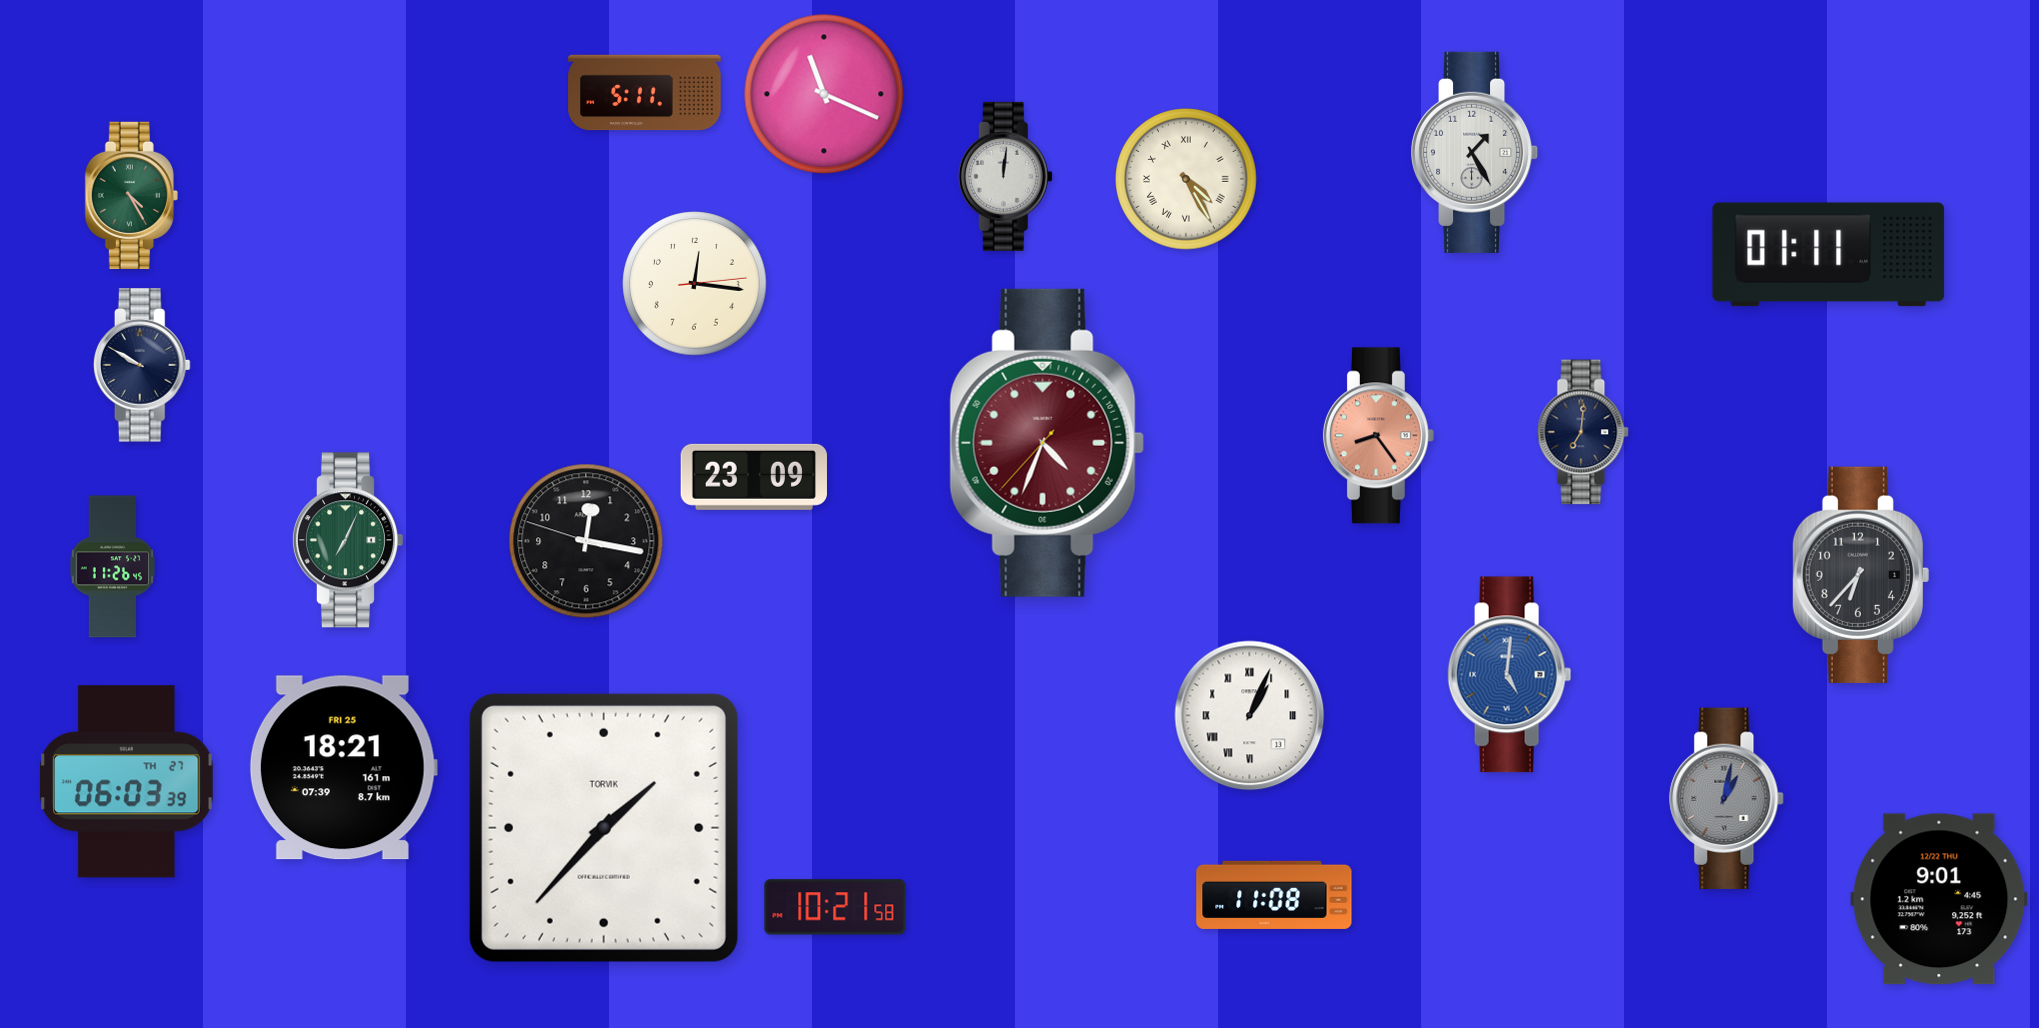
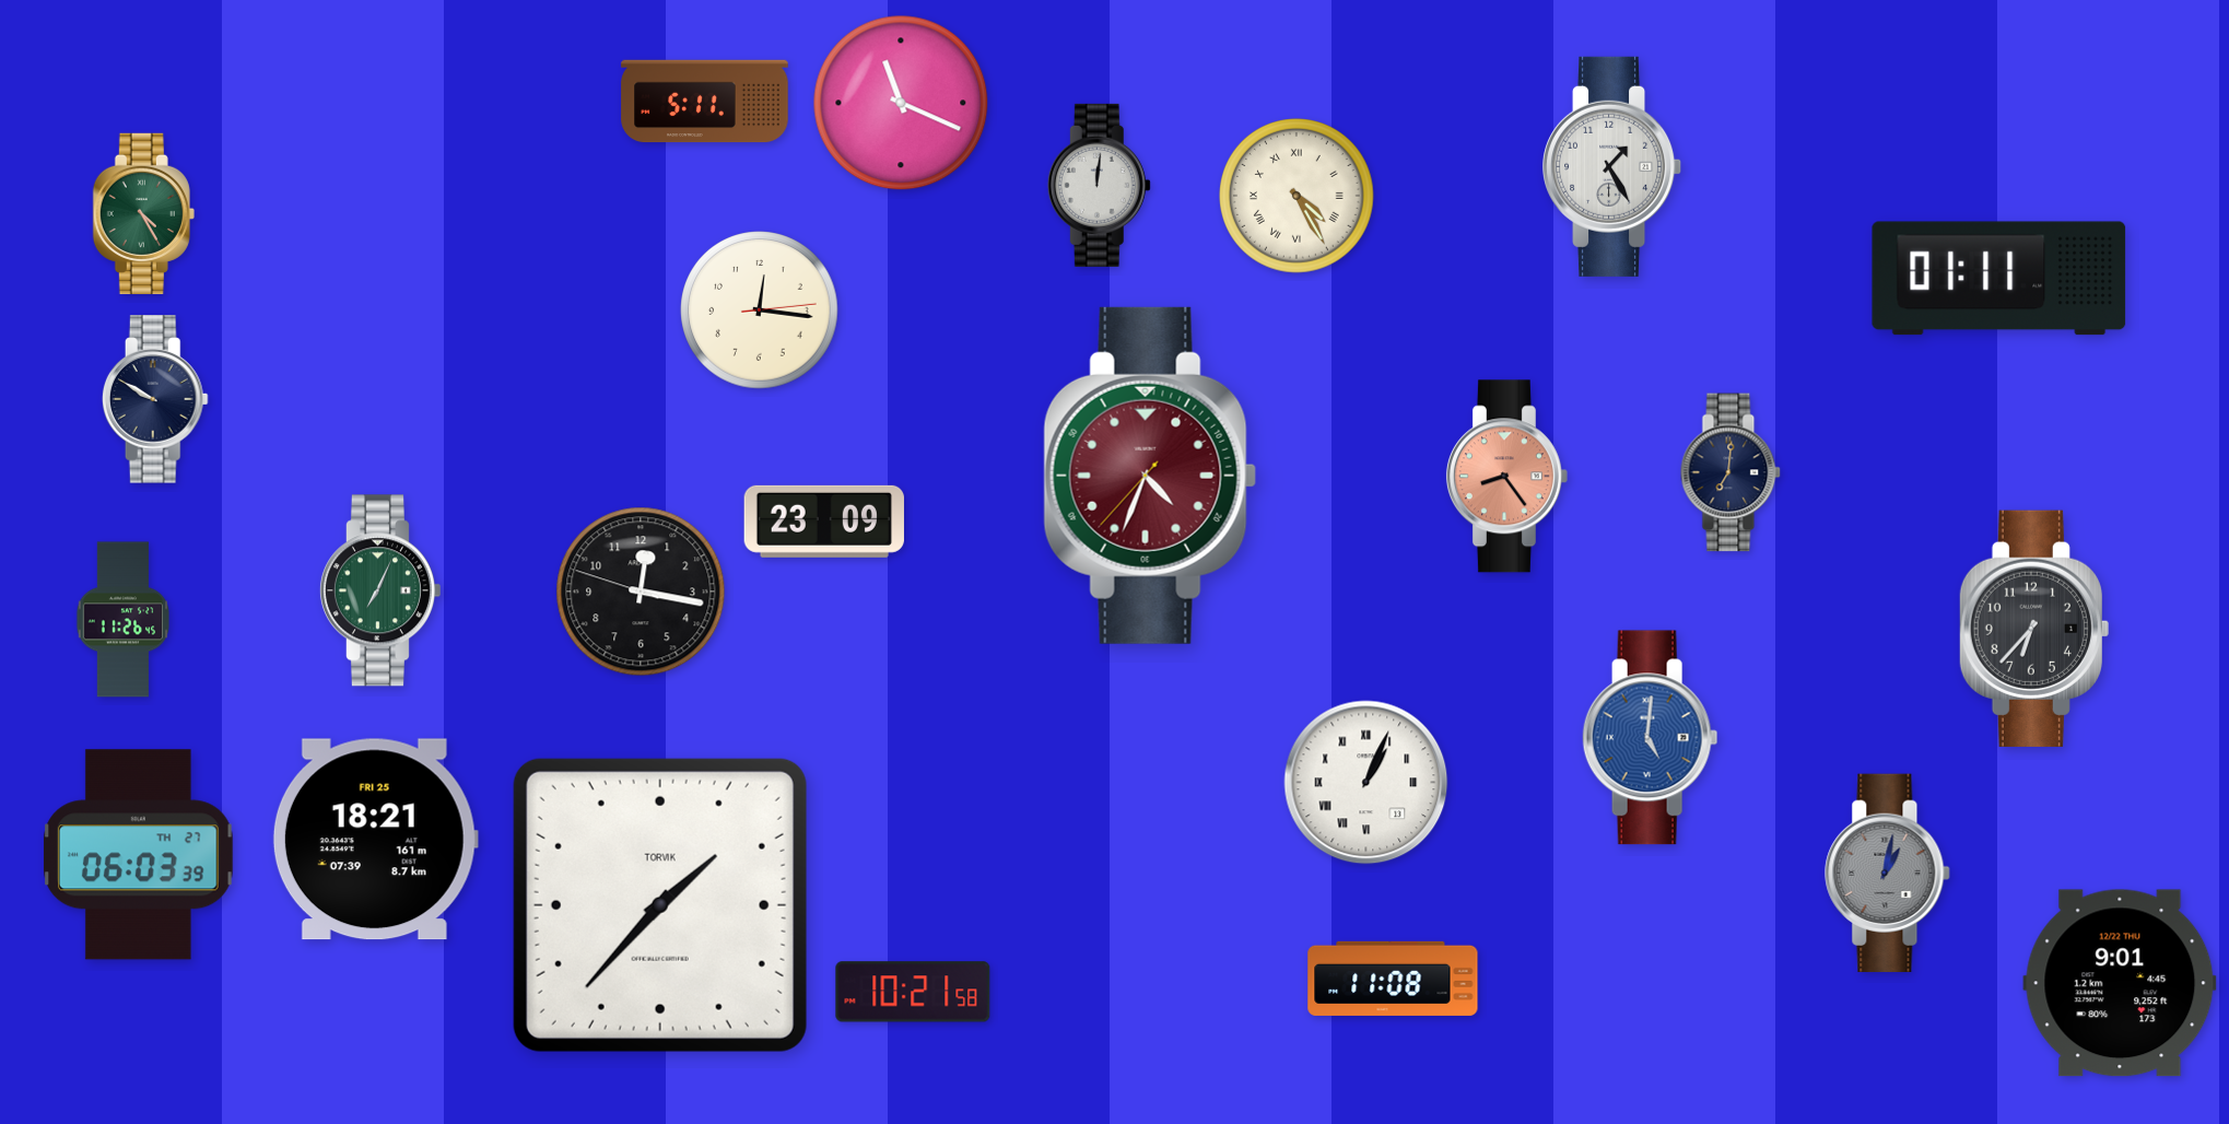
clock at (1005, 176) position: (1005, 176) -> (1099, 185)
clock at (1047, 443) position: (1047, 443) -> (1150, 476)
